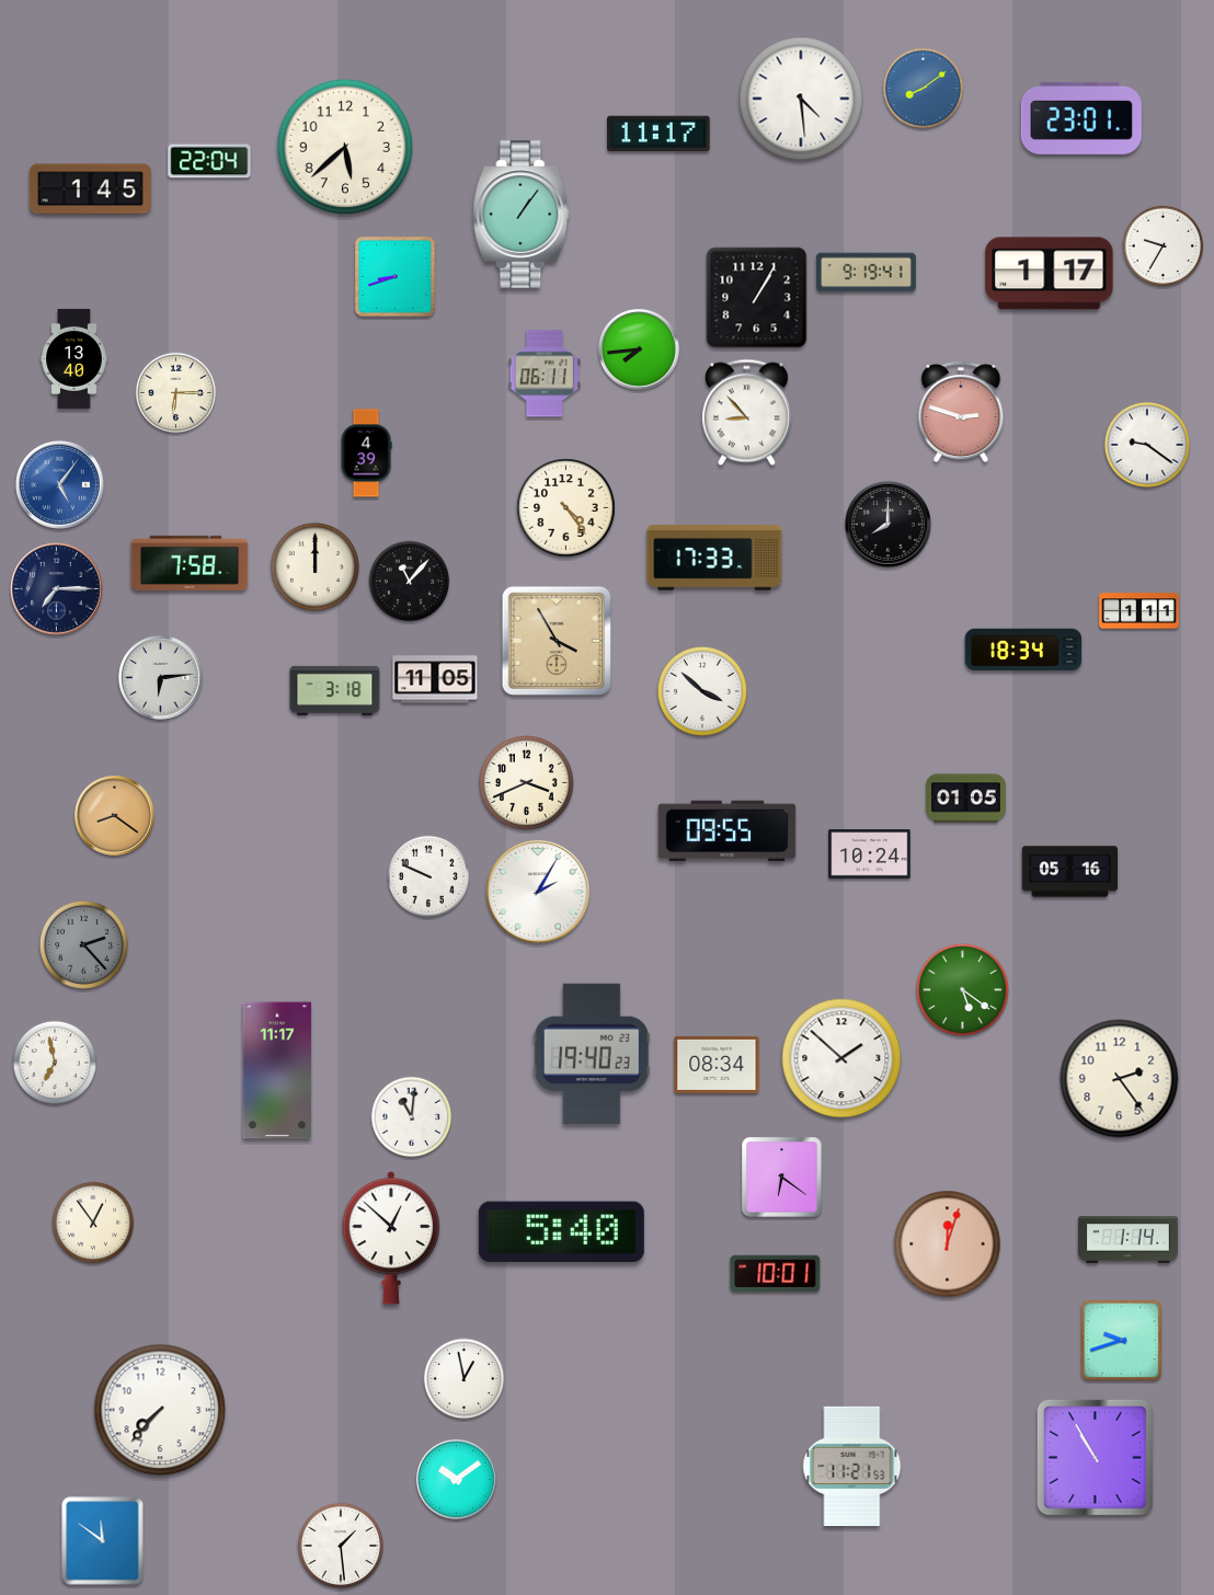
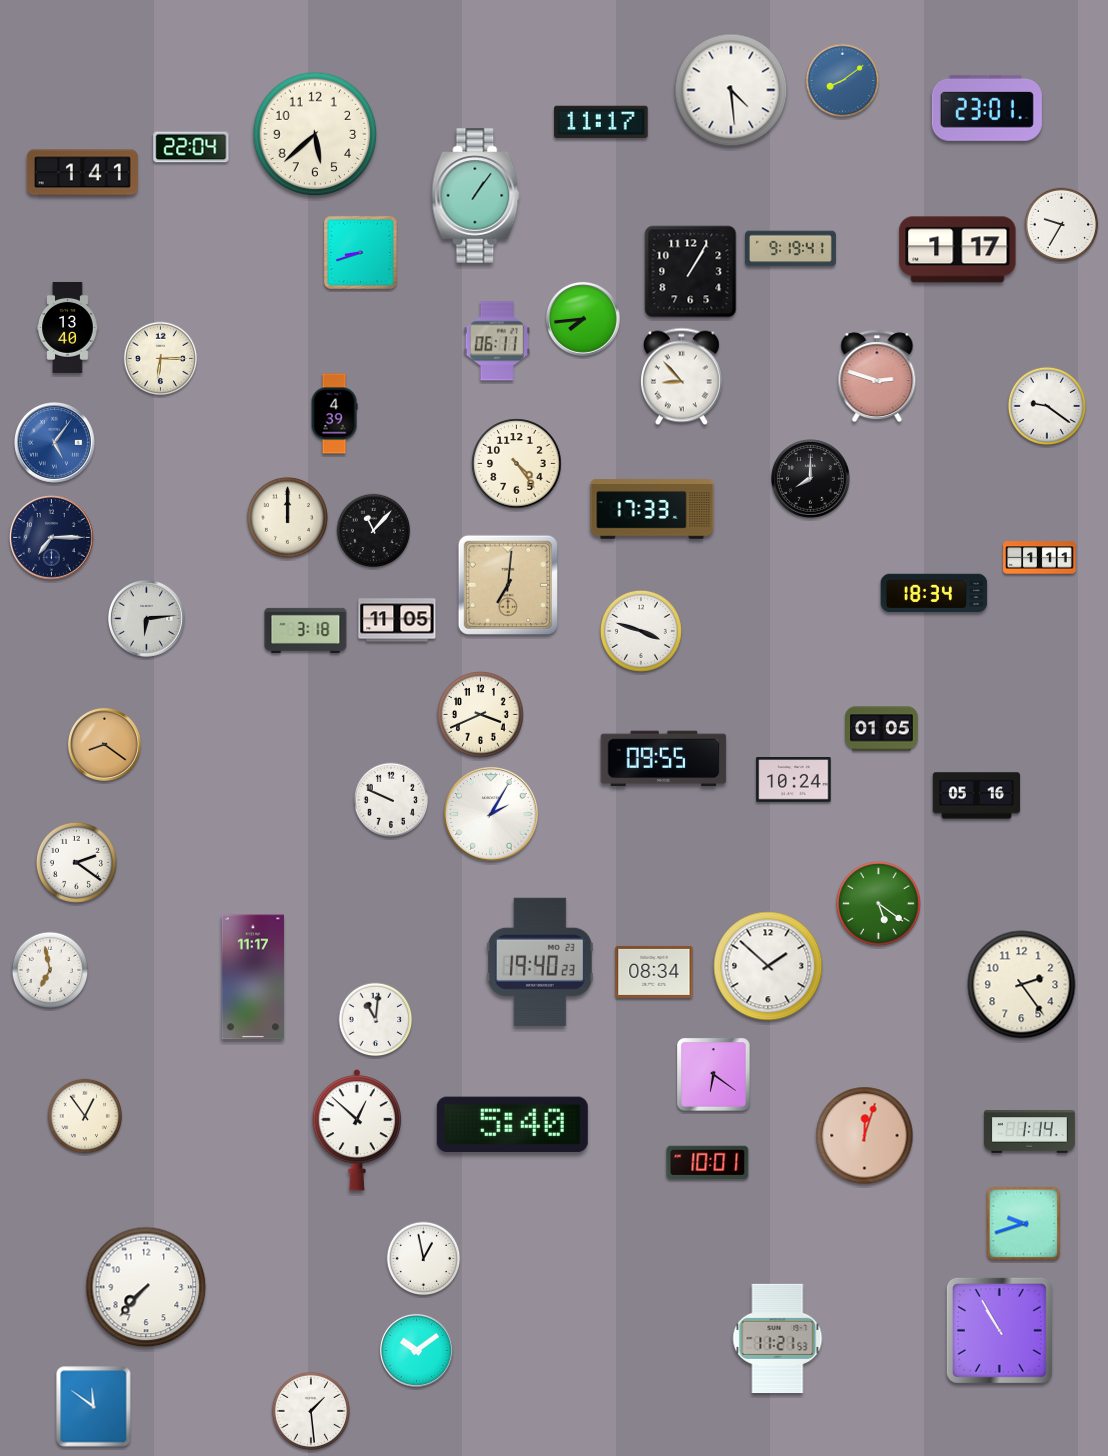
clock at (90, 190): 1:45 -> 1:41
clock at (190, 563): 7:58 -> none
clock at (557, 641): 3:55 -> 7:01
clock at (702, 691): 3:52 -> 3:48
clock at (83, 944): 2:23 -> 2:21
clock at (83, 944) dial: grey -> white
